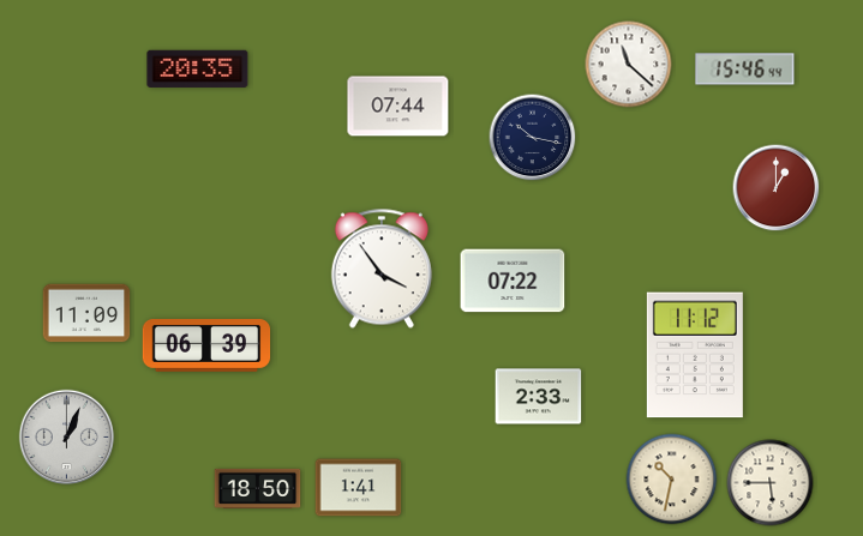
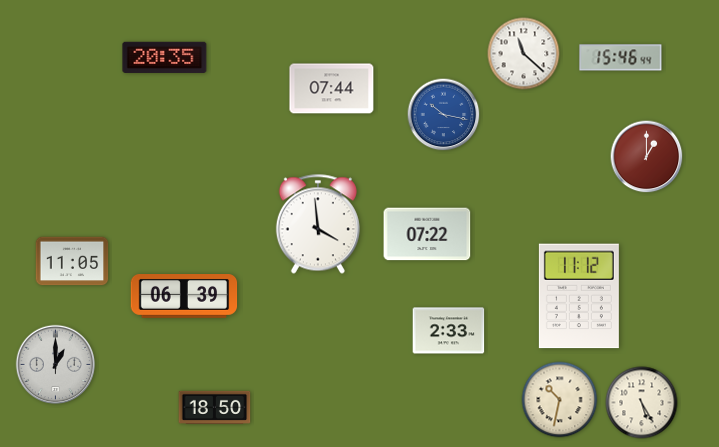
clock at (533, 138) dial: navy -> blue
clock at (382, 269): 3:54 -> 3:59
clock at (86, 313): 11:09 -> 11:05
clock at (206, 347) position: (206, 347) -> (184, 297)
clock at (67, 438): 1:04 -> 1:00
clock at (771, 483): 5:45 -> 5:25
clock at (359, 488): 1:41 -> none
